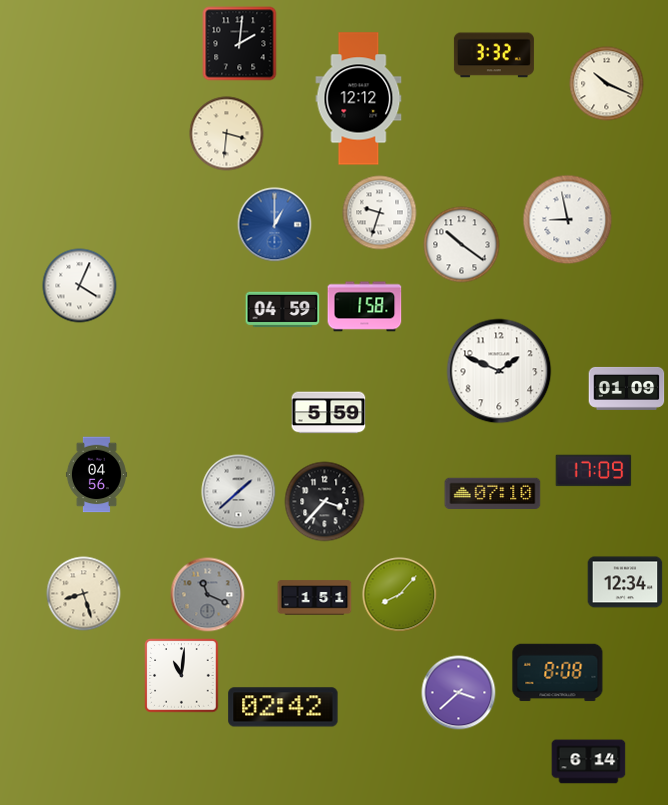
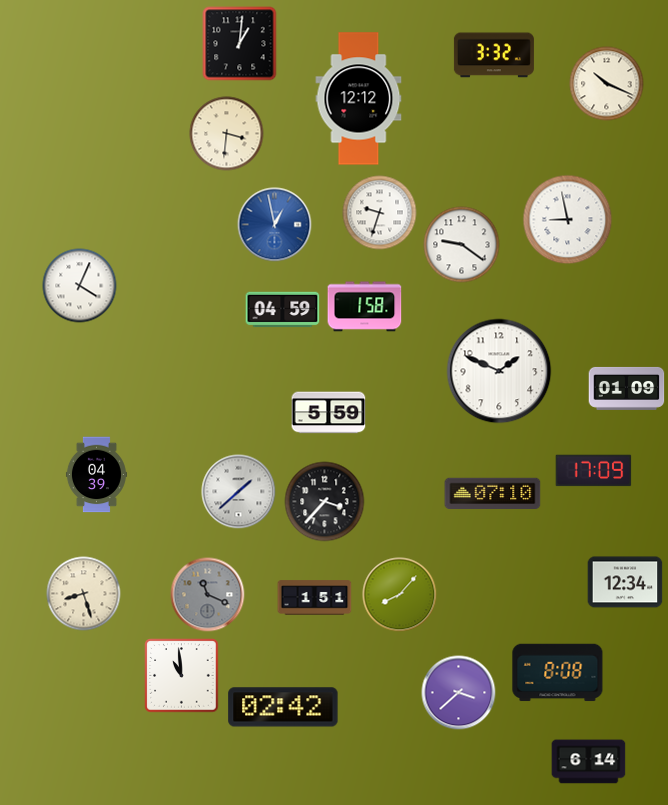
clock at (240, 44): 2:01 -> 1:01
clock at (275, 225): 1:00 -> 12:58
clock at (462, 245): 10:21 -> 9:21
clock at (96, 475): 04:56 -> 04:39
clock at (182, 676): 11:01 -> 10:59
